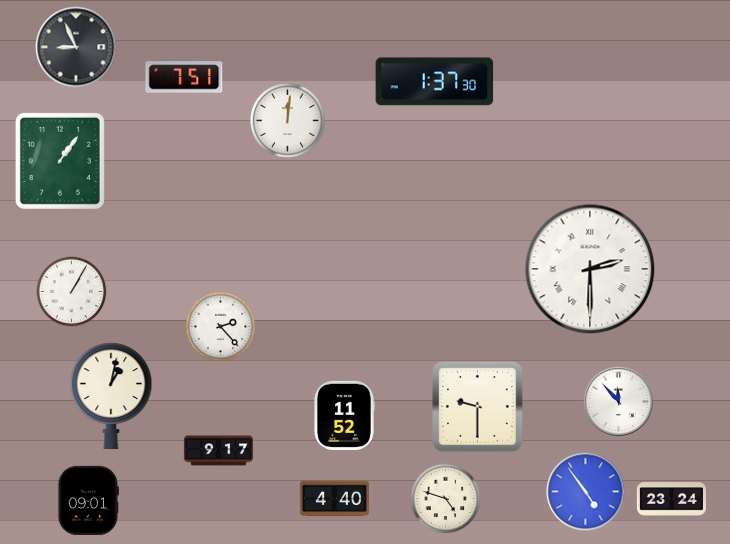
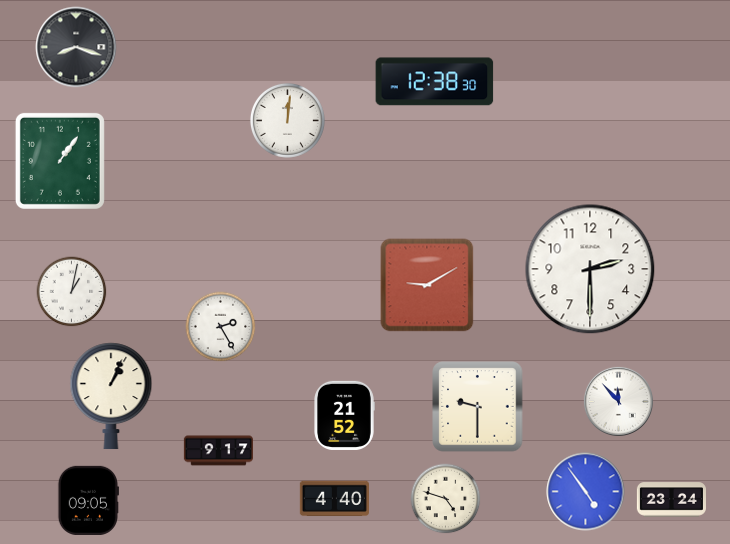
clock at (76, 47): 8:56 -> 8:18
clock at (184, 77): 7:51 -> none
clock at (435, 82): 1:37 -> 12:38
clock at (590, 269) numerals: Roman -> Arabic
clock at (427, 285): none -> 9:10
clock at (72, 292): 1:05 -> 1:02
clock at (221, 327): 2:23 -> 2:25
clock at (111, 396): 1:02 -> 1:04
clock at (344, 415): 11:52 -> 21:52
clock at (87, 500): 09:01 -> 09:05
